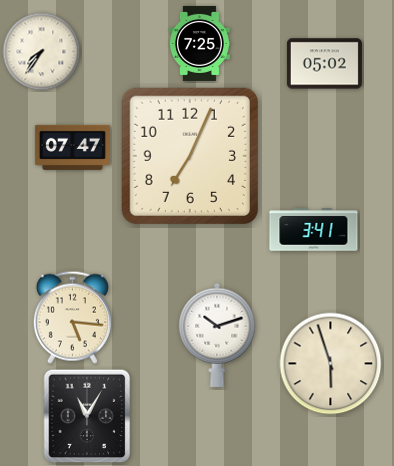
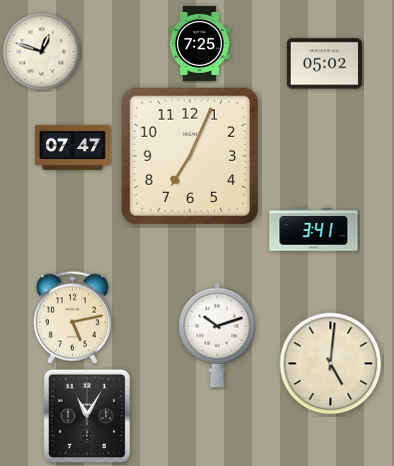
clock at (42, 52): 7:36 -> 12:48
clock at (72, 317): 5:16 -> 5:13
clock at (331, 364): 5:57 -> 5:01
